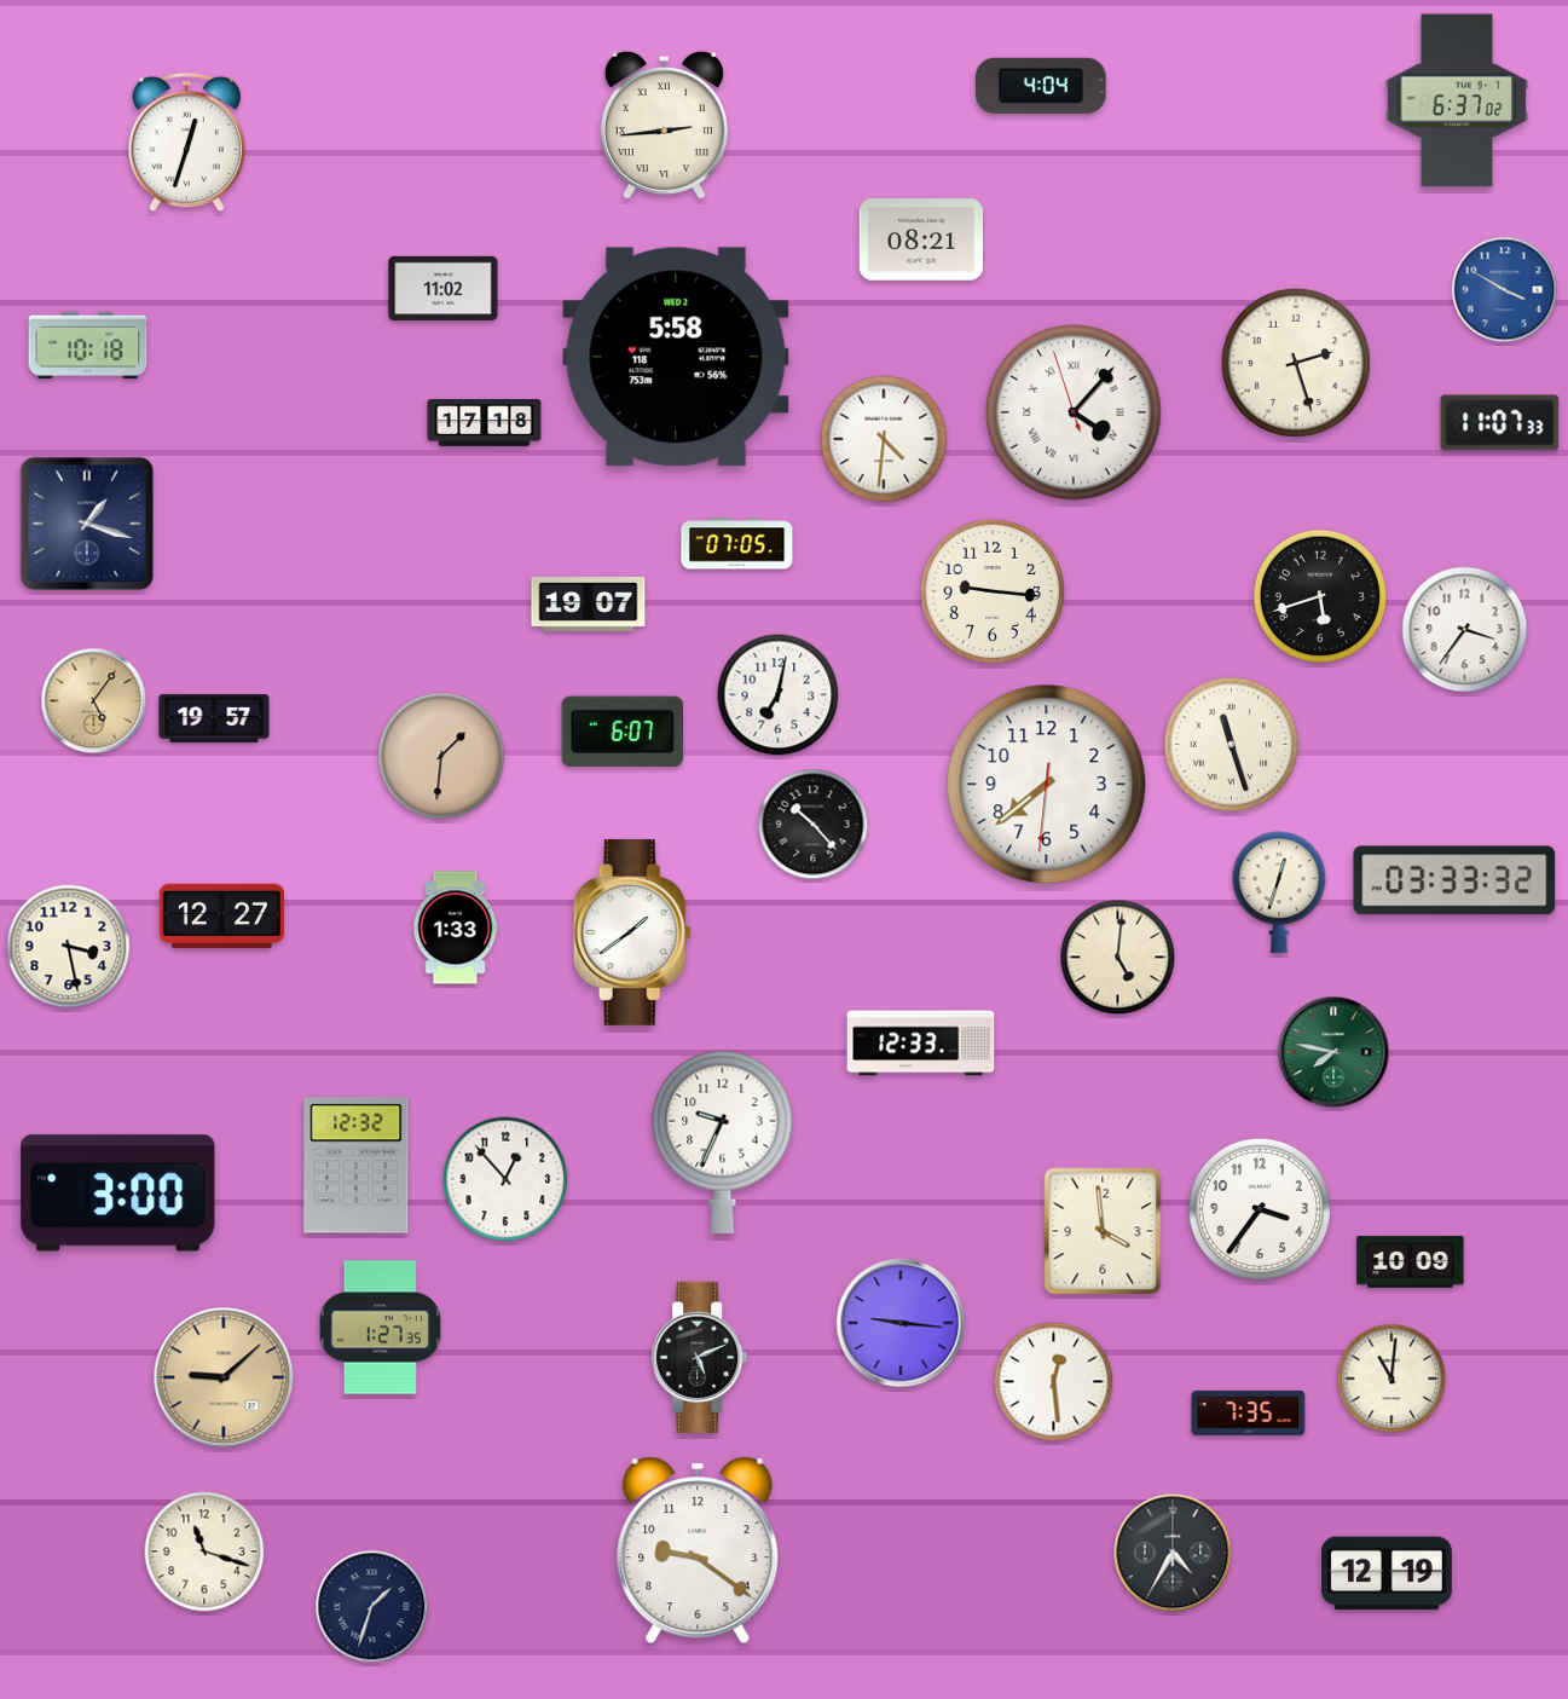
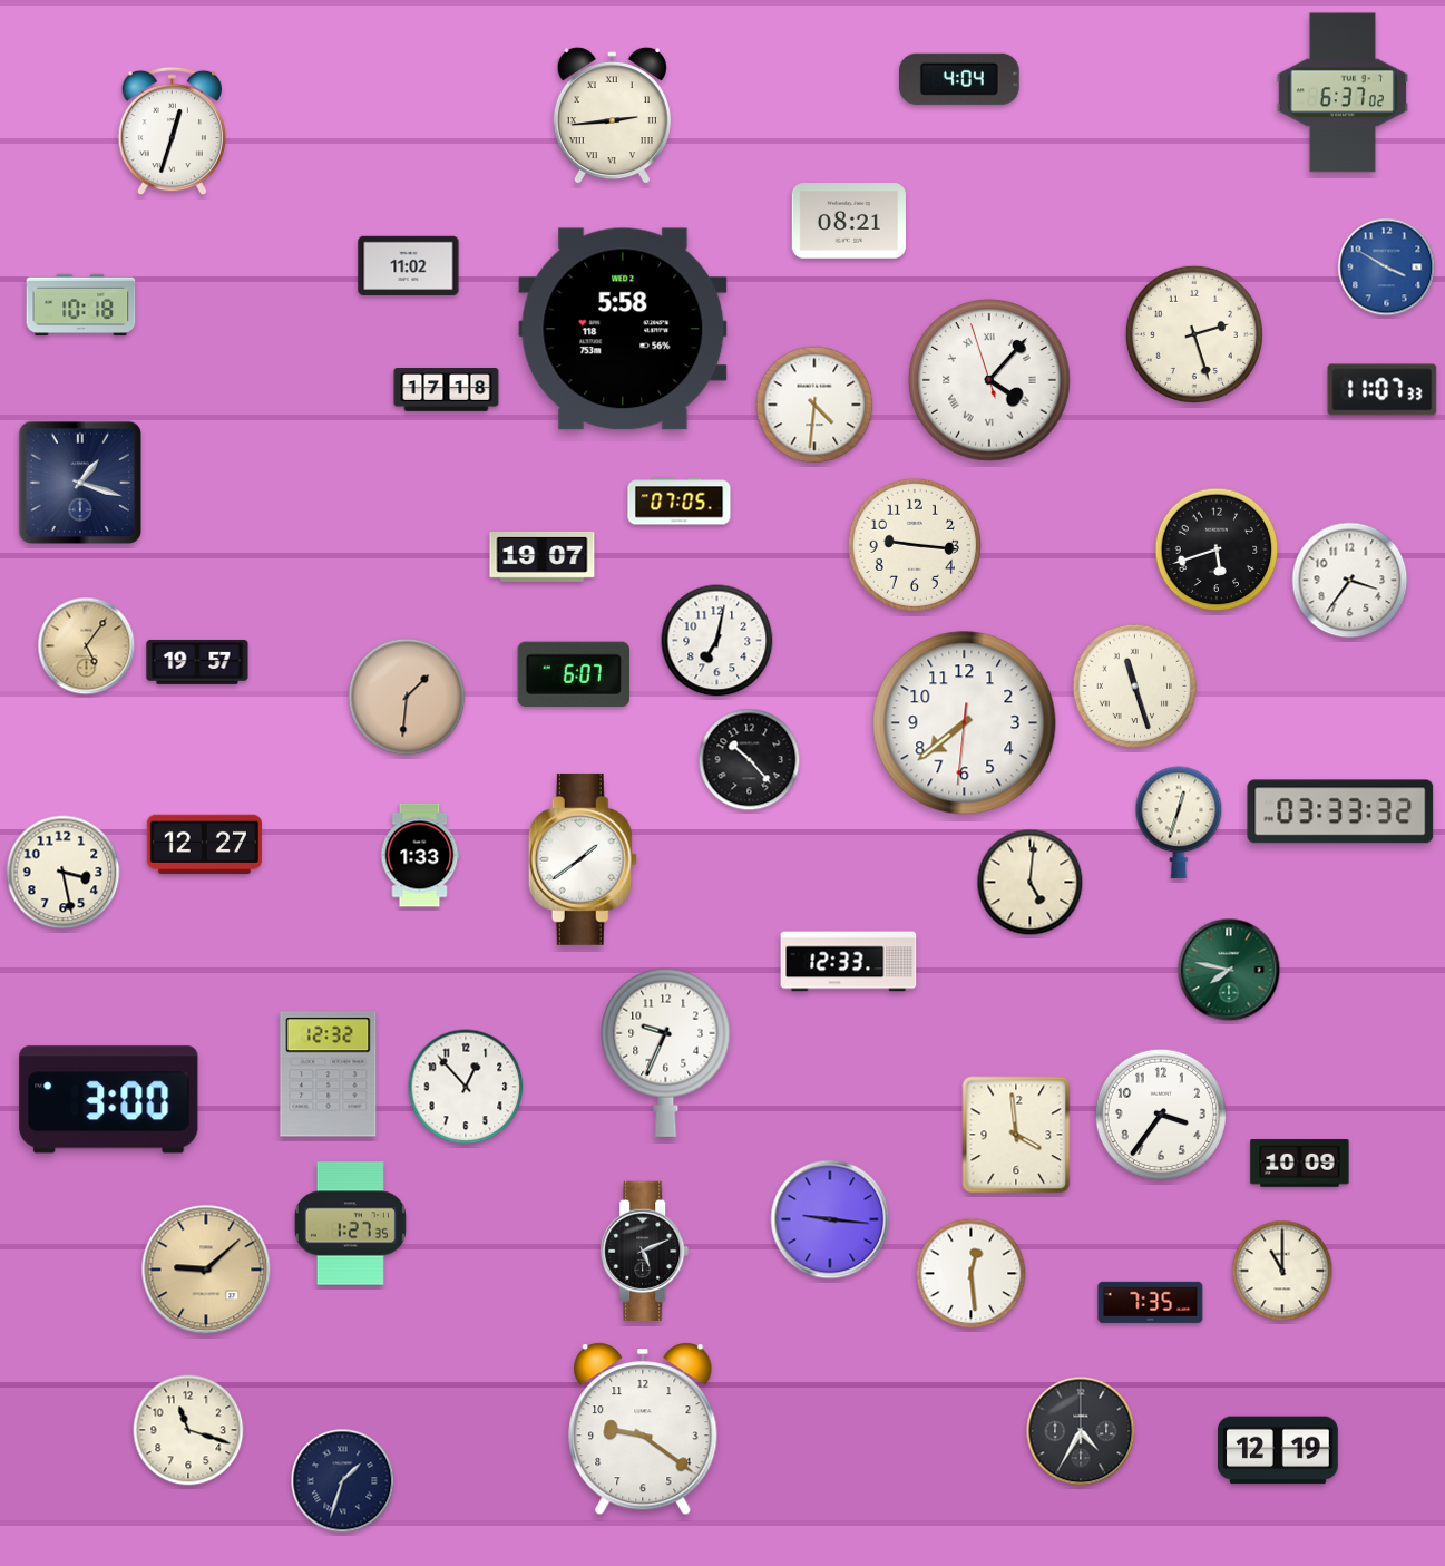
clock at (88, 346) position: (88, 346) -> (81, 305)
clock at (1391, 1379): 11:01 -> 11:00
